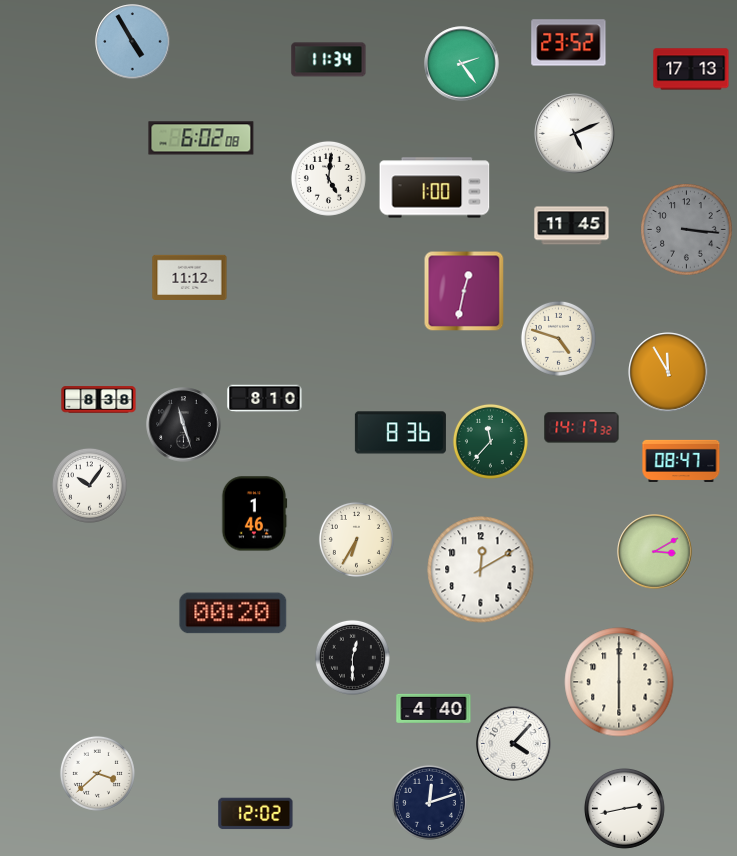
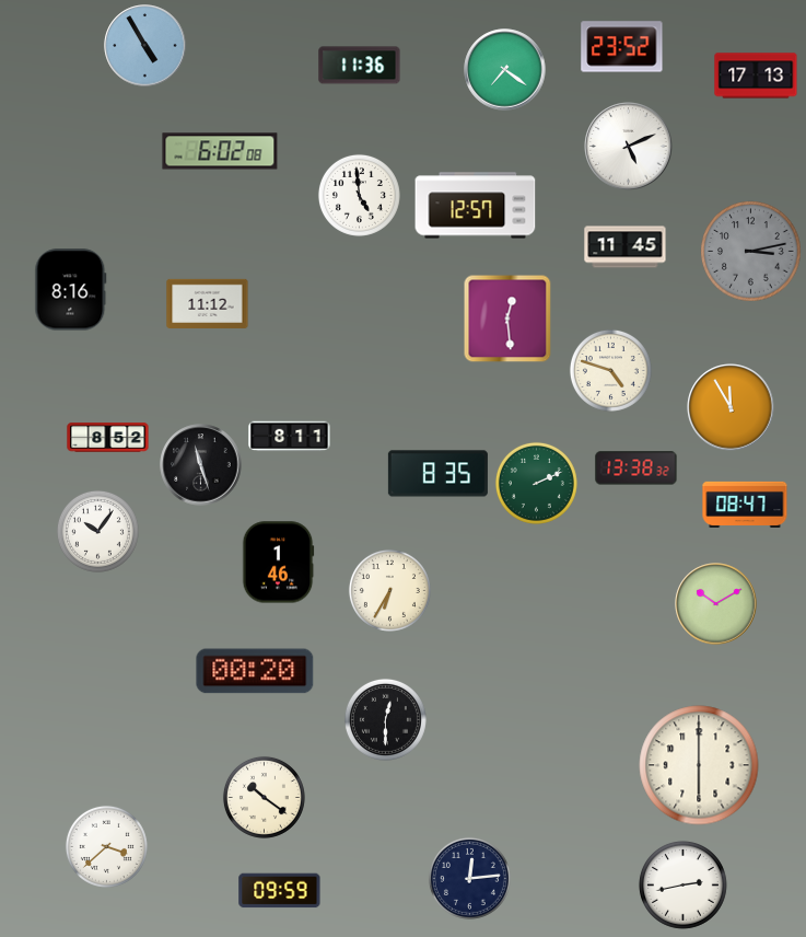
clock at (329, 60): 11:34 -> 11:36
clock at (462, 64): 2:24 -> 7:21
clock at (328, 178): 5:01 -> 4:59
clock at (435, 188): 1:00 -> 12:57
clock at (687, 230): 3:16 -> 3:13
clock at (71, 290): none -> 8:16
clock at (464, 291): 12:32 -> 12:29
clock at (265, 399): 8:10 -> 8:11
clock at (99, 400): 8:38 -> 8:52
clock at (582, 428): 14:17 -> 13:38
clock at (400, 433): 8:36 -> 8:35
clock at (490, 441): 11:37 -> 2:11
clock at (655, 552): 3:10 -> 10:10
clock at (481, 570): 12:10 -> none
clock at (619, 682) position: (619, 682) -> (699, 765)
clock at (434, 708): 4:40 -> none
clock at (264, 797): none -> 10:21
clock at (514, 744): 4:07 -> none
clock at (429, 802): 12:12 -> 12:14
clock at (256, 814): 12:02 -> 09:59
